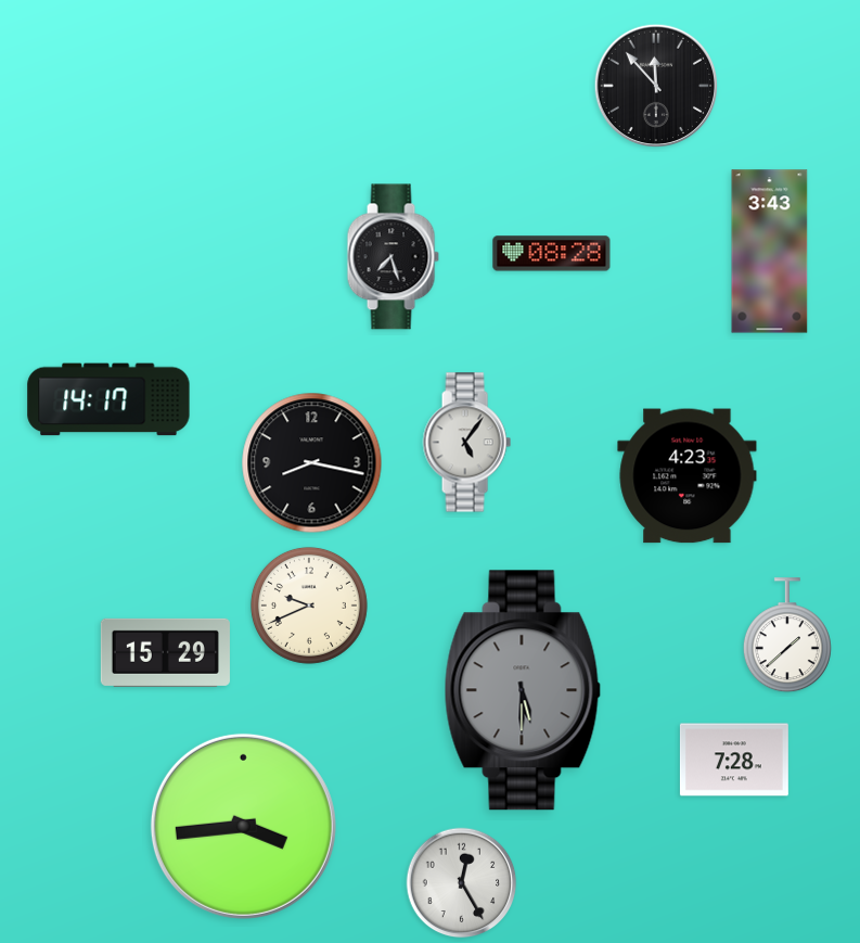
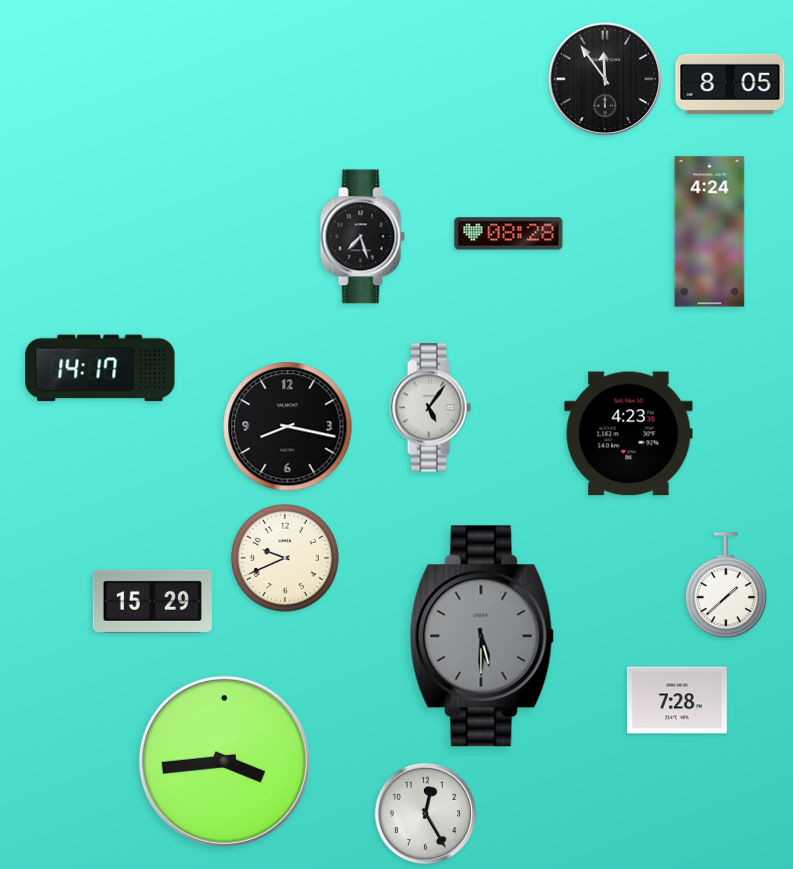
clock at (655, 85): 11:53 -> 11:54
clock at (730, 84): none -> 8:05
clock at (770, 252): 3:43 -> 4:24
clock at (688, 476) position: (688, 476) -> (629, 434)
